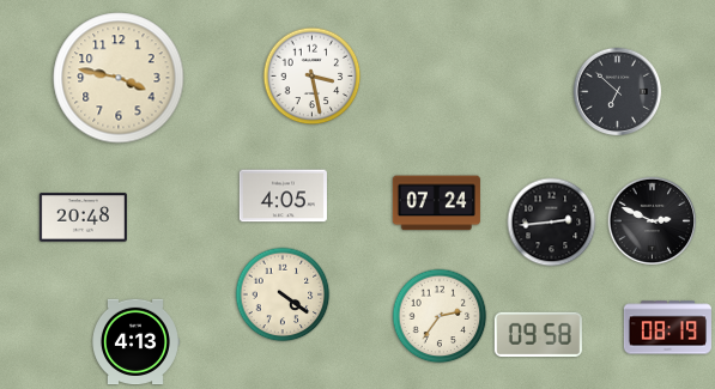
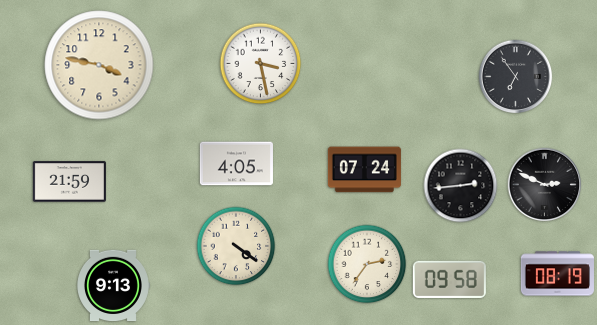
clock at (618, 92): 6:52 -> 6:54
clock at (83, 218): 20:48 -> 21:59
clock at (135, 342): 4:13 -> 9:13
